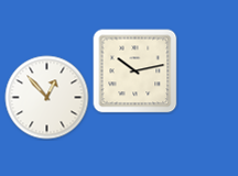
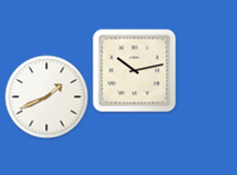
clock at (47, 98): 12:53 -> 1:41
